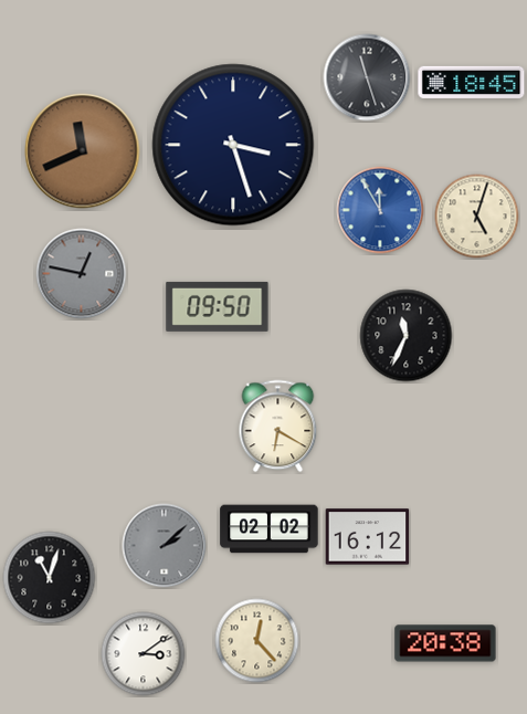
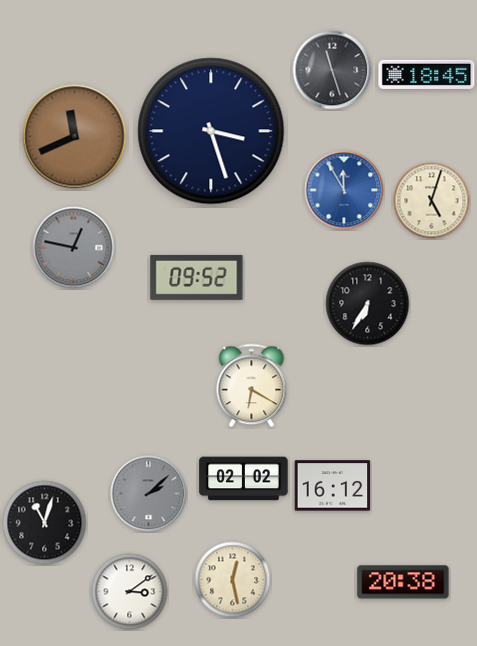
clock at (477, 217) position: (477, 217) -> (432, 201)
clock at (218, 306): 09:50 -> 09:52
clock at (407, 336): 11:34 -> 6:35
clock at (257, 641): 12:23 -> 12:28
